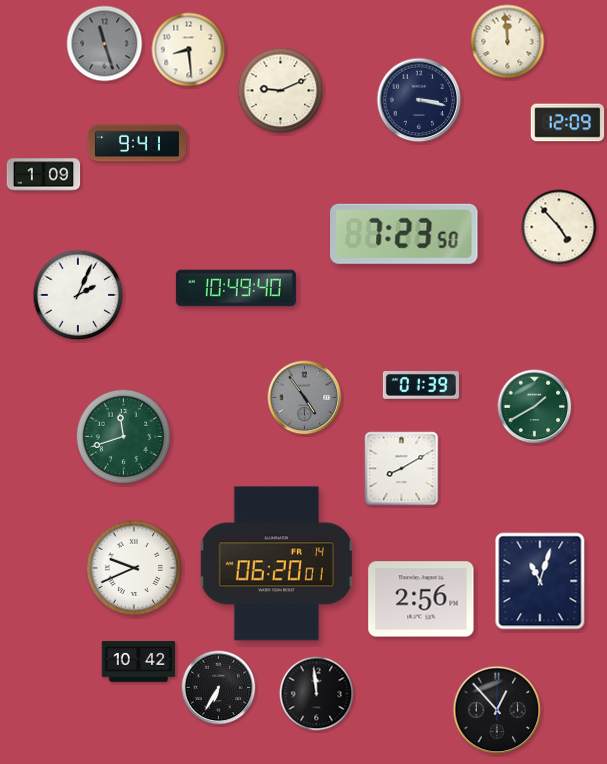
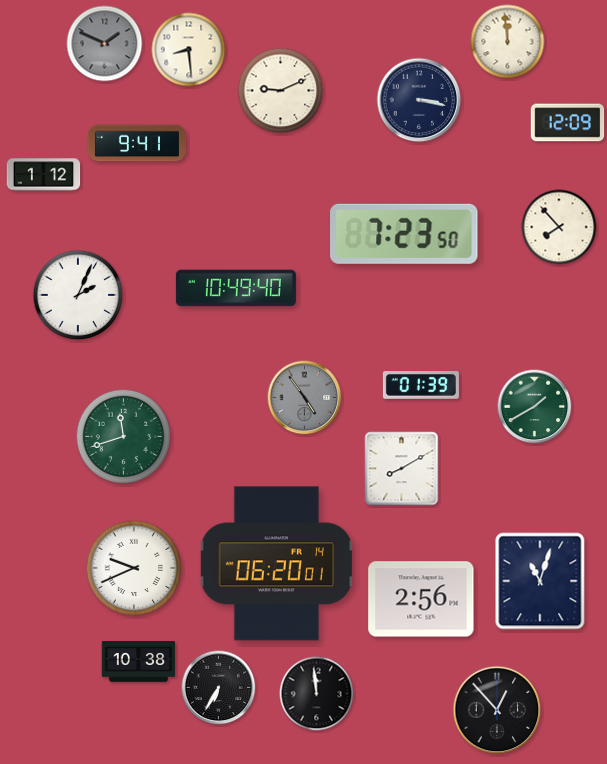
clock at (105, 44): 11:27 -> 1:49
clock at (44, 175): 1:09 -> 1:12
clock at (559, 227): 4:53 -> 7:53
clock at (139, 662): 10:42 -> 10:38
